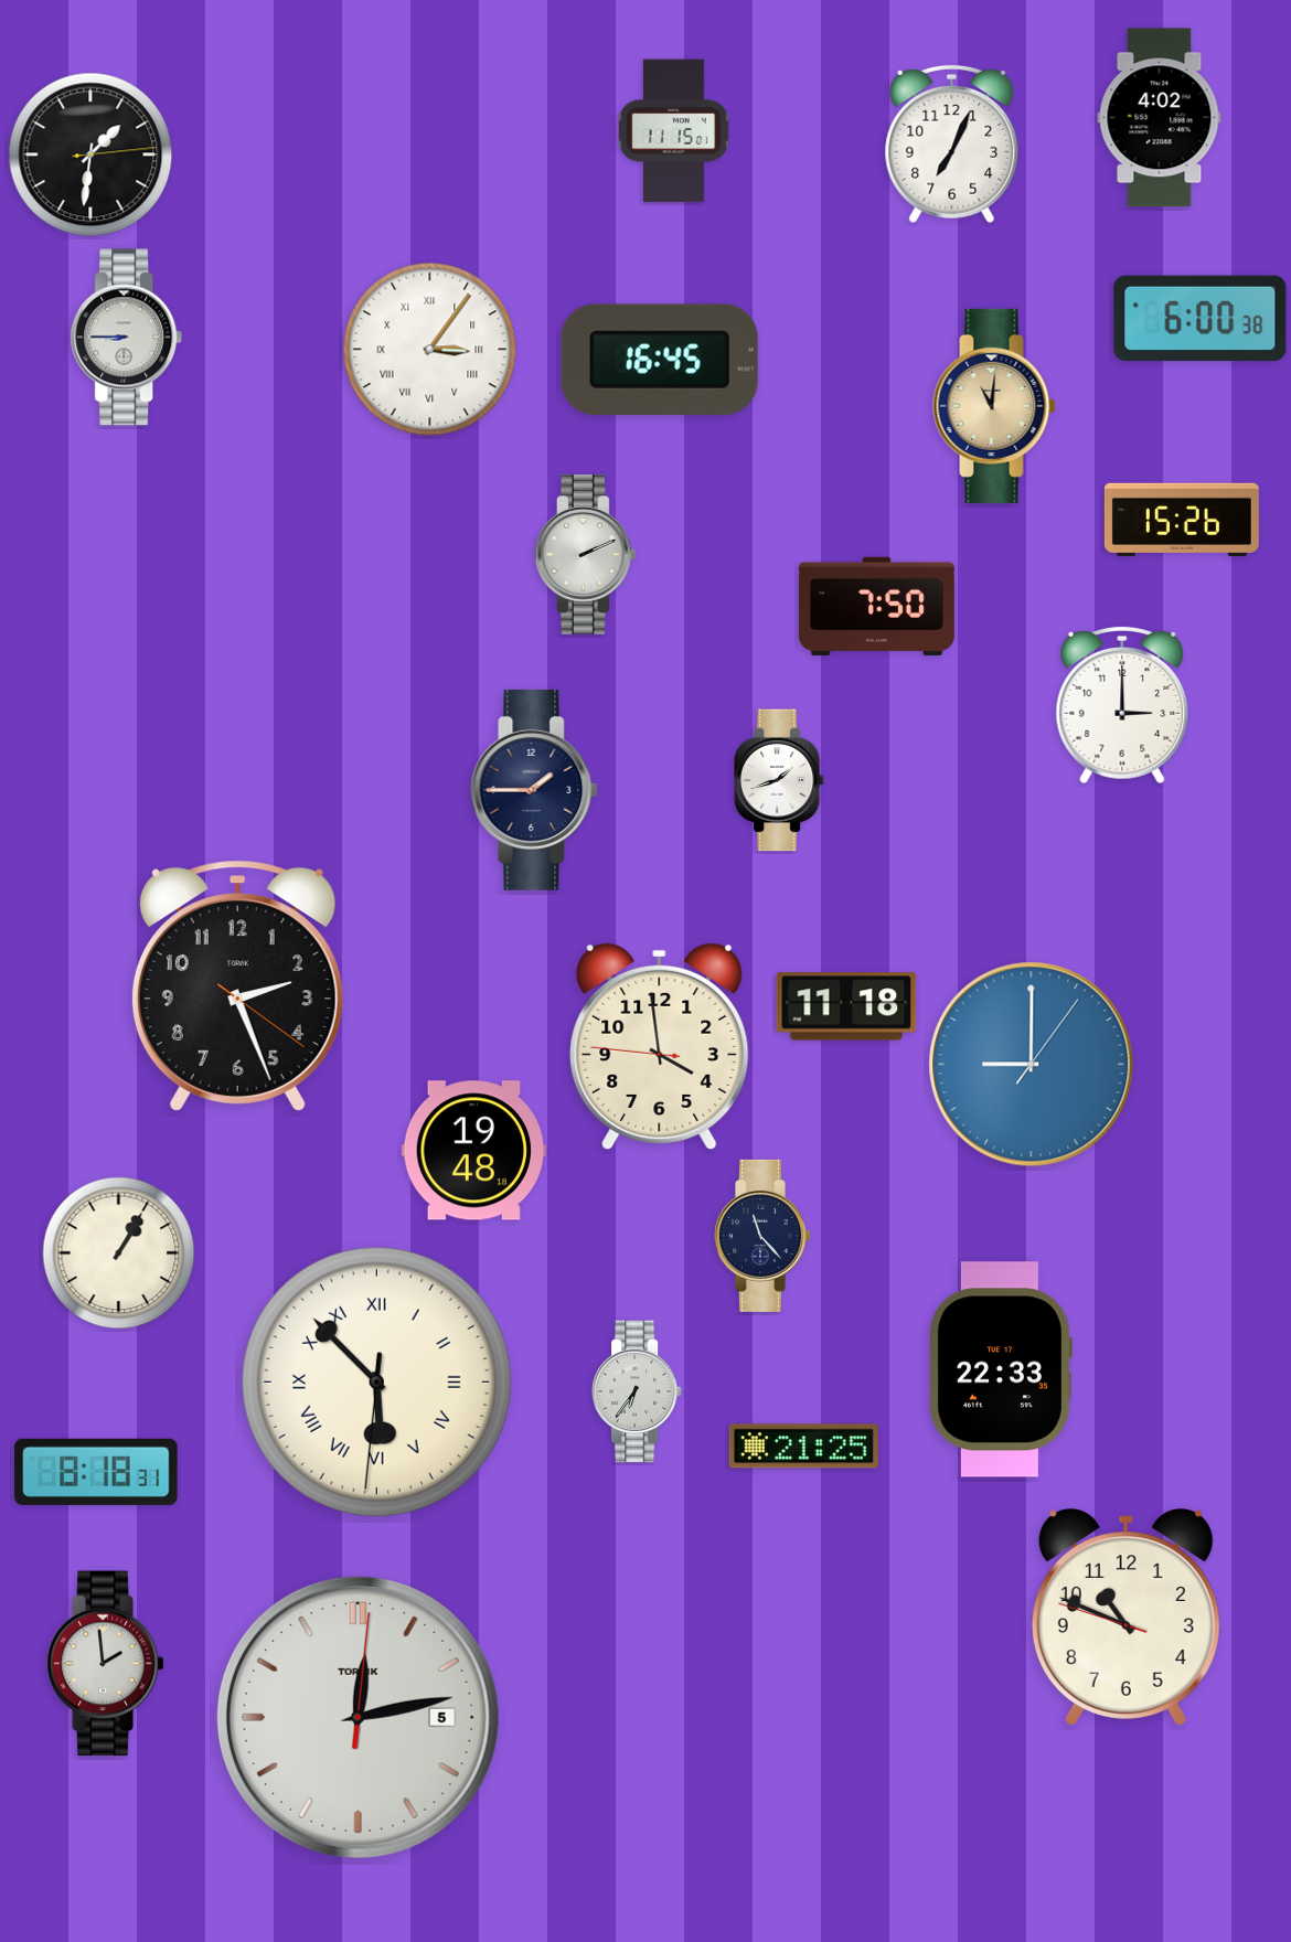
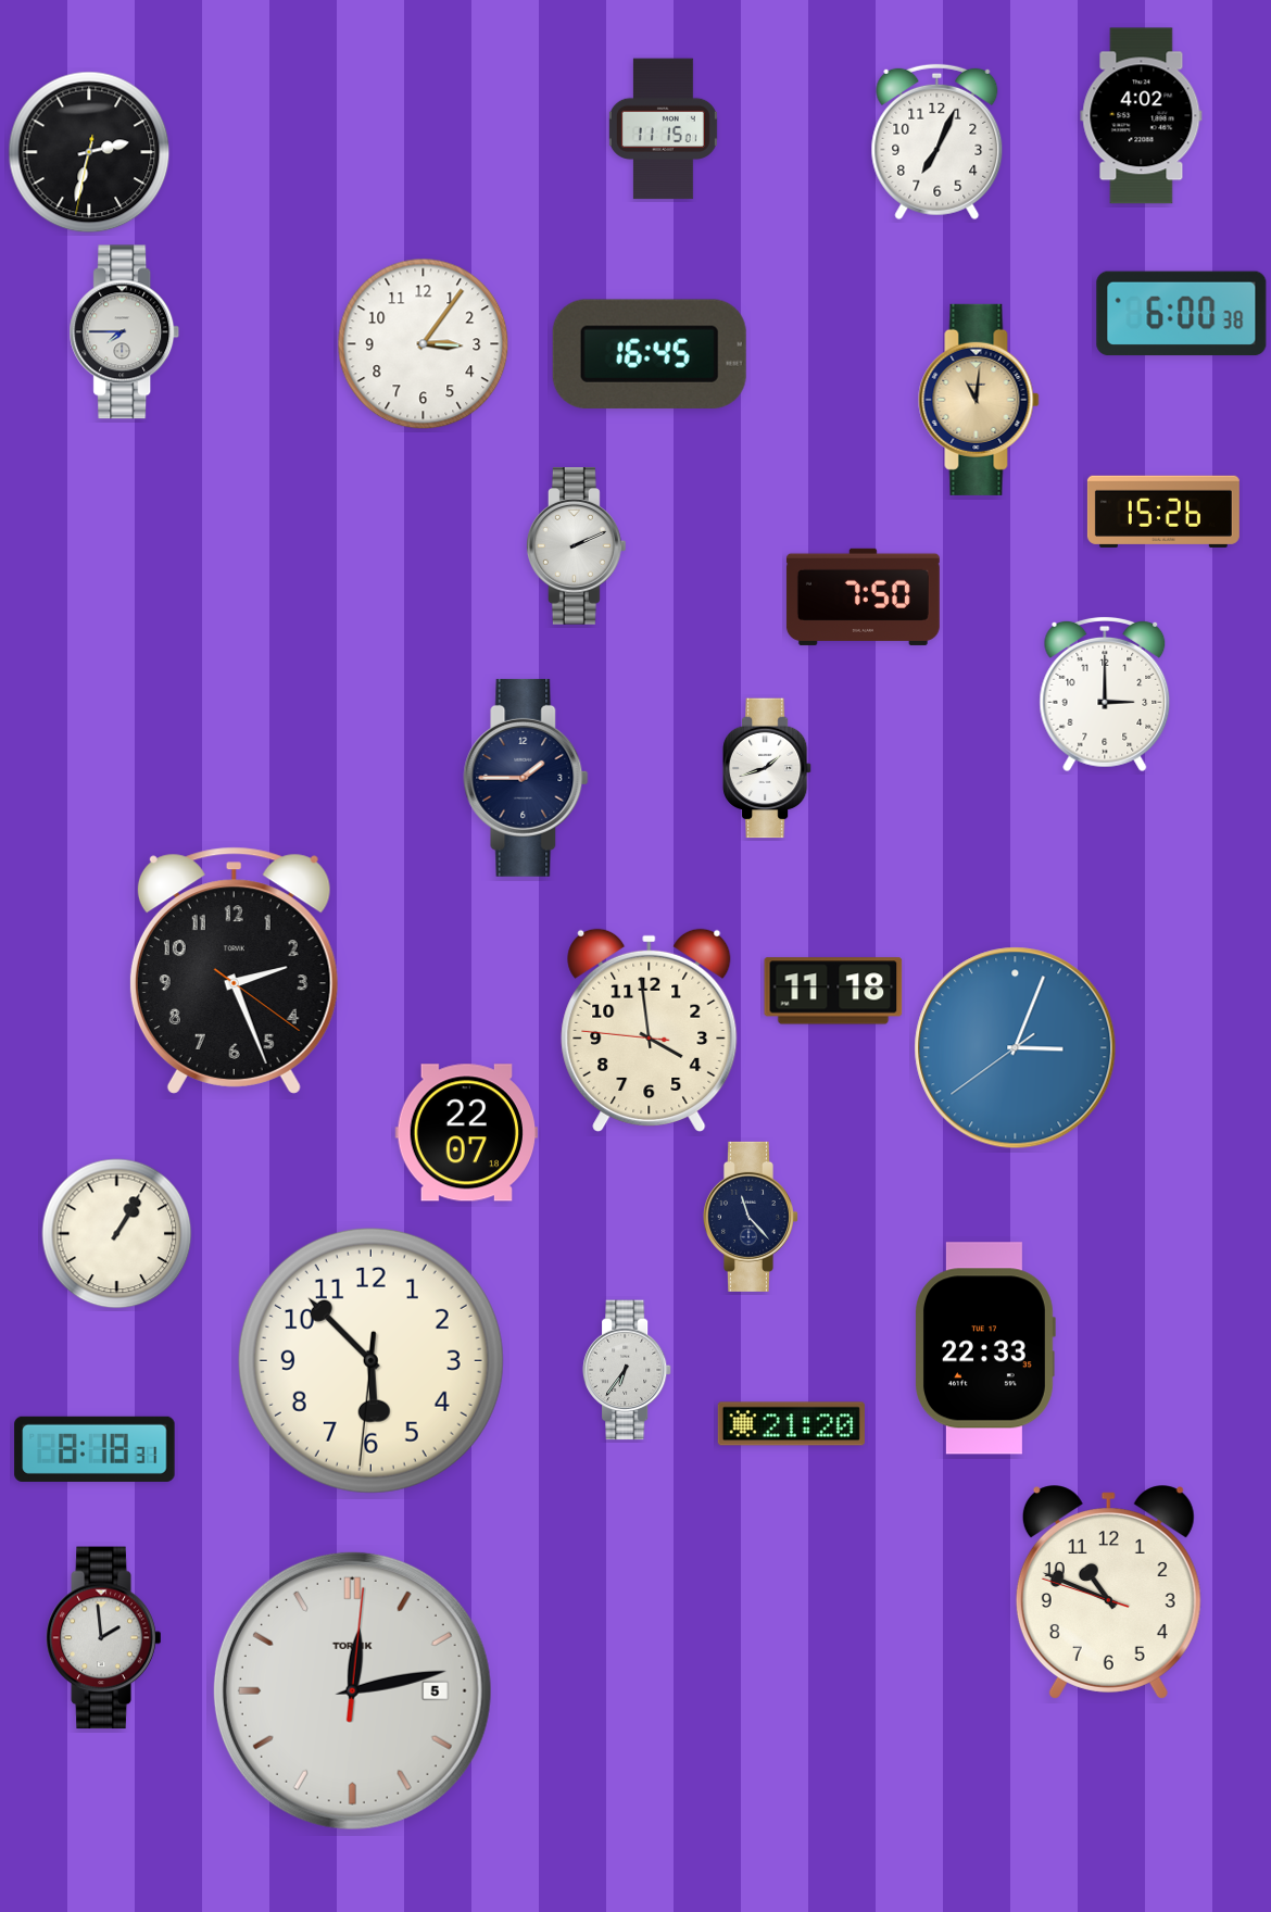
clock at (90, 154): 1:31 -> 2:32
clock at (127, 338): 8:45 -> 7:45
clock at (430, 350) numerals: Roman -> Arabic
clock at (1032, 1065): 9:00 -> 3:03
clock at (473, 1151): 19:48 -> 22:07
clock at (376, 1381) numerals: Roman -> Arabic
clock at (803, 1447): 21:25 -> 21:20
